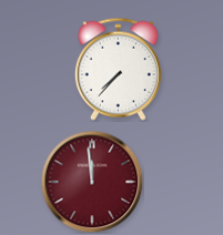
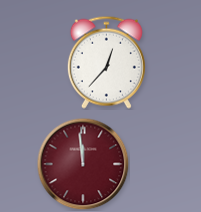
clock at (118, 69): 7:37 -> 12:37
